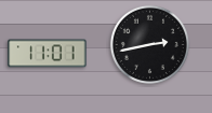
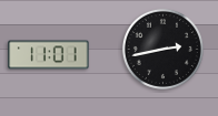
clock at (149, 44) position: (149, 44) -> (162, 49)
